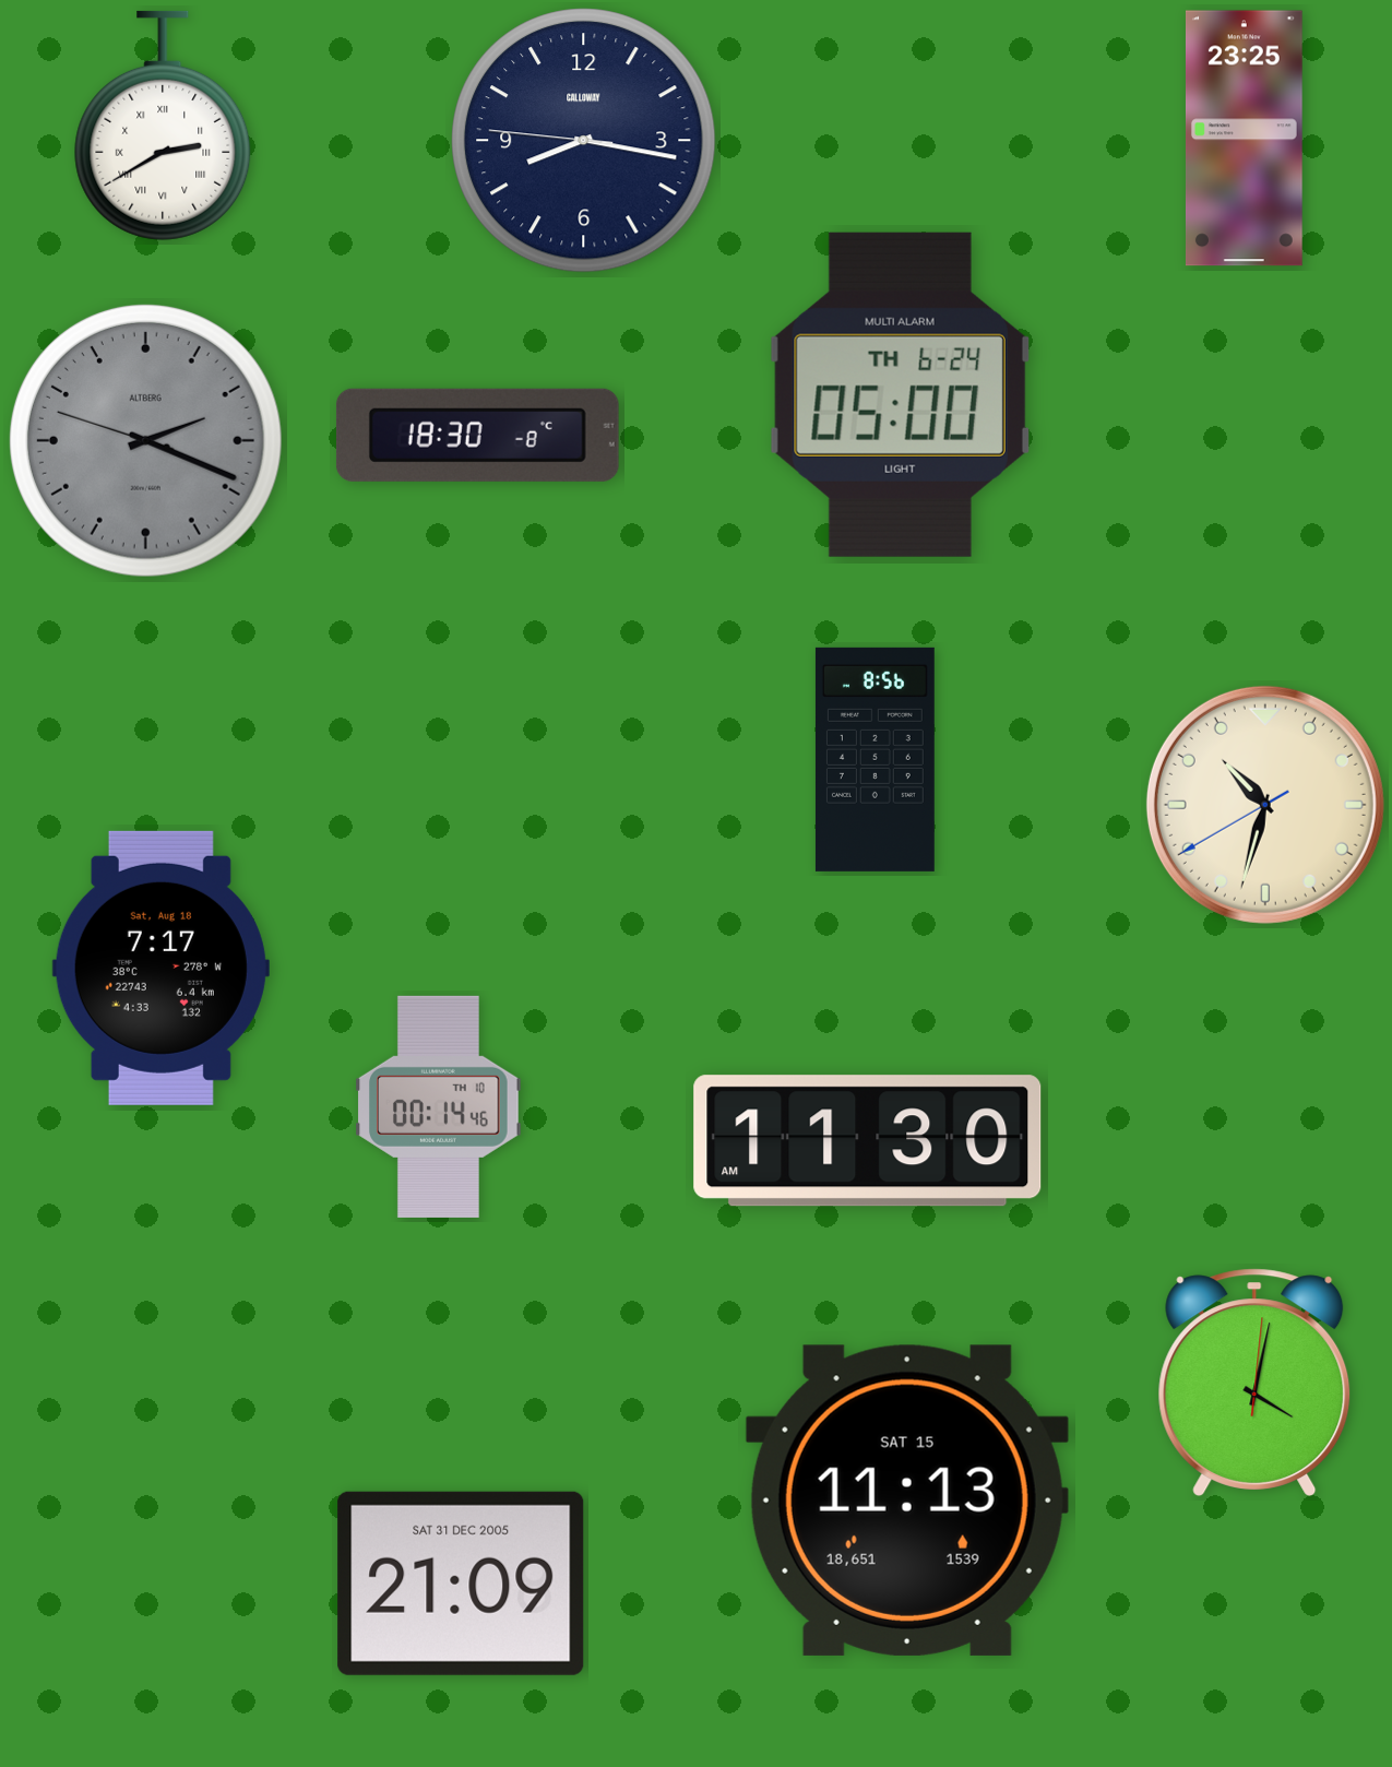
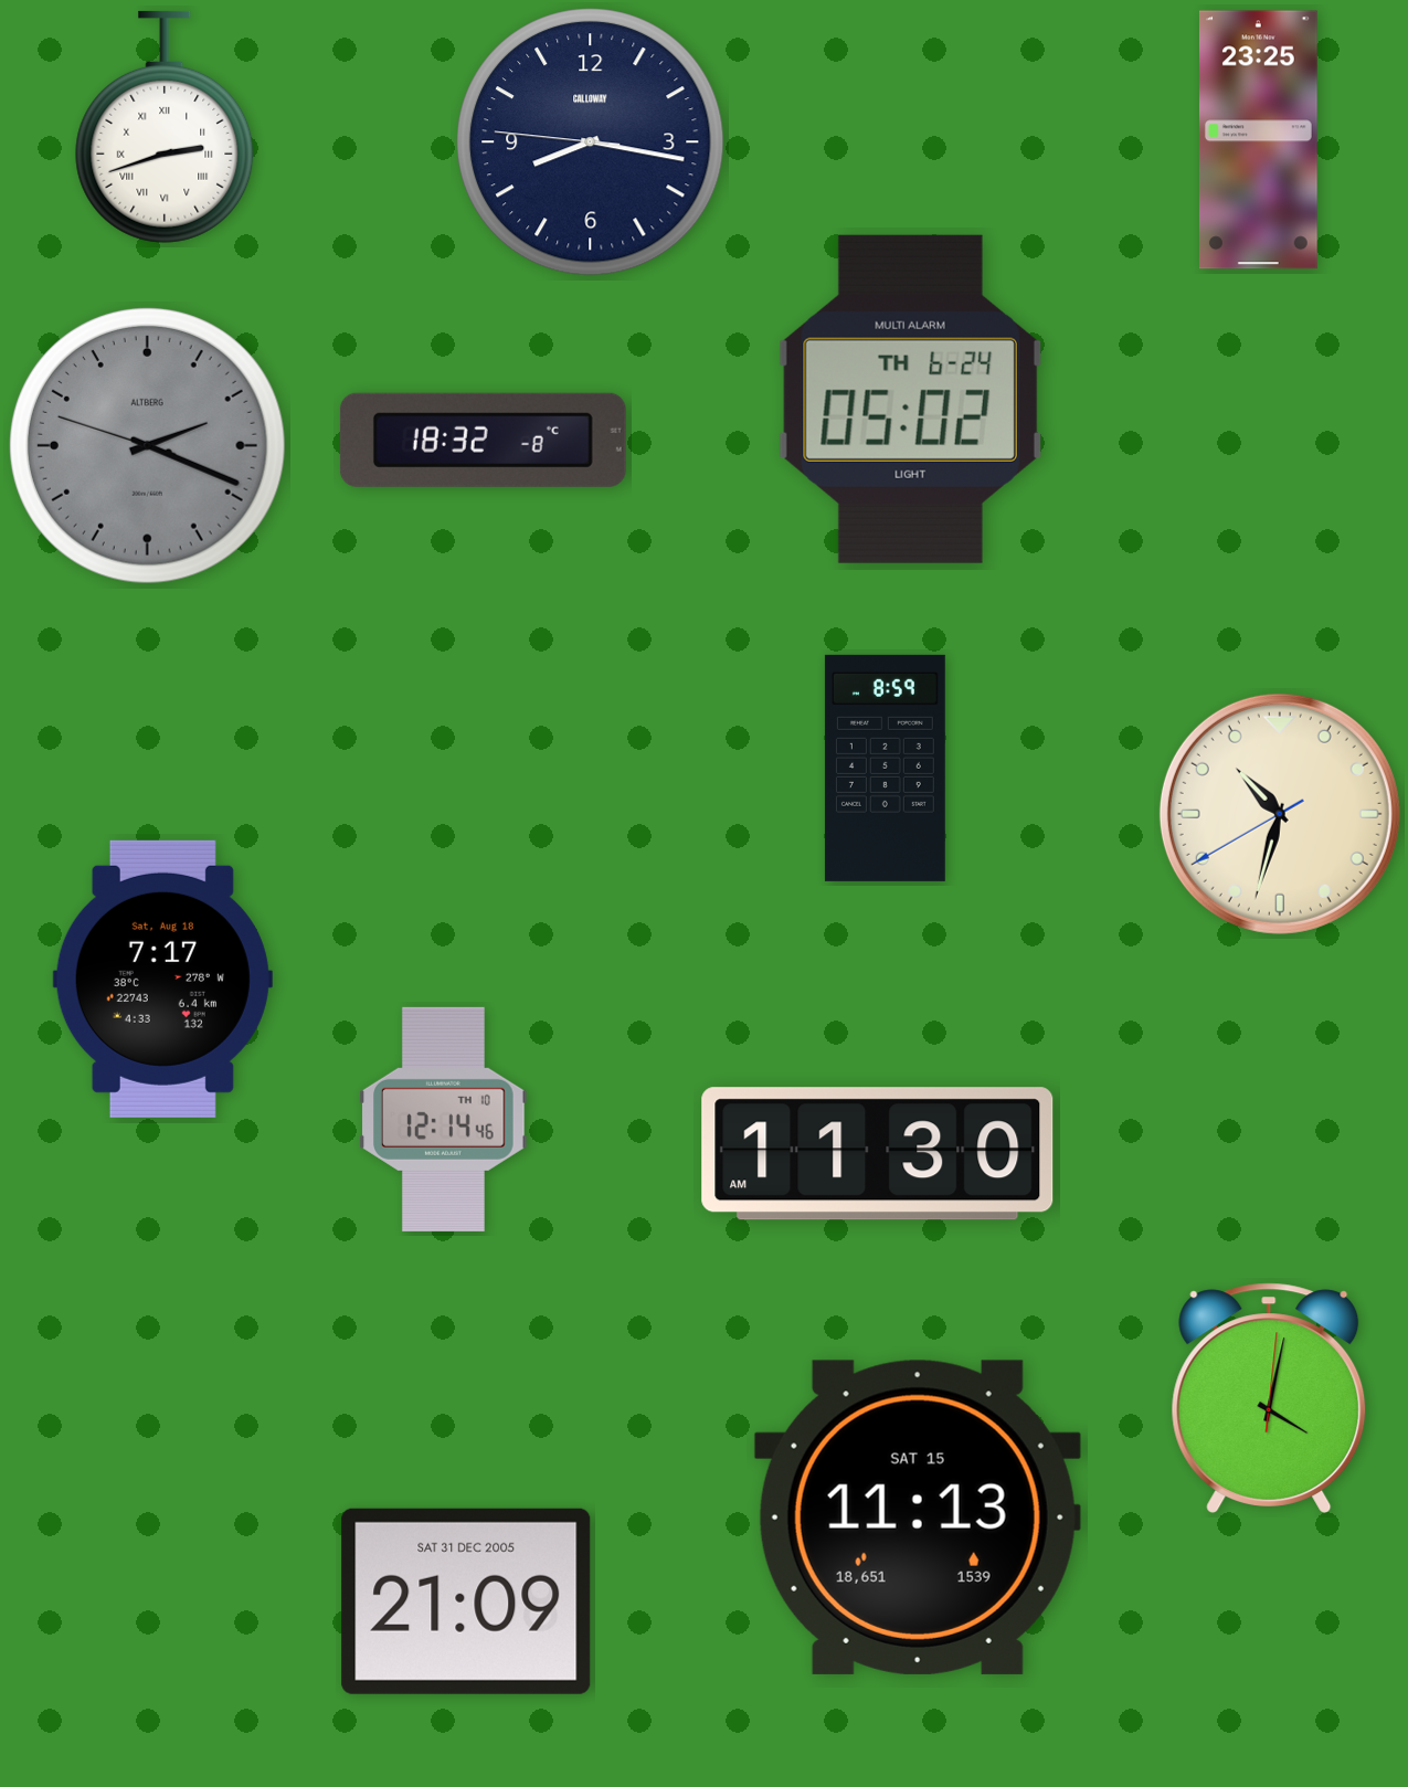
clock at (163, 126): 2:40 -> 2:42
clock at (900, 394): 05:00 -> 05:02
clock at (477, 435): 18:30 -> 18:32
clock at (875, 759): 8:56 -> 8:59
clock at (439, 1106): 00:14 -> 12:14
